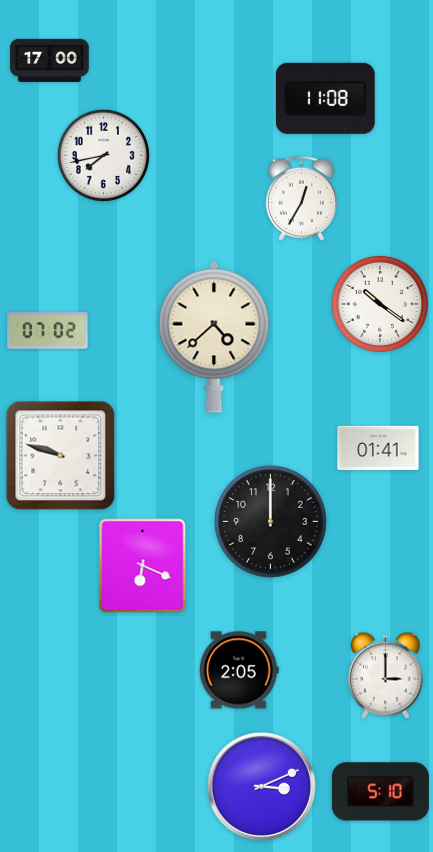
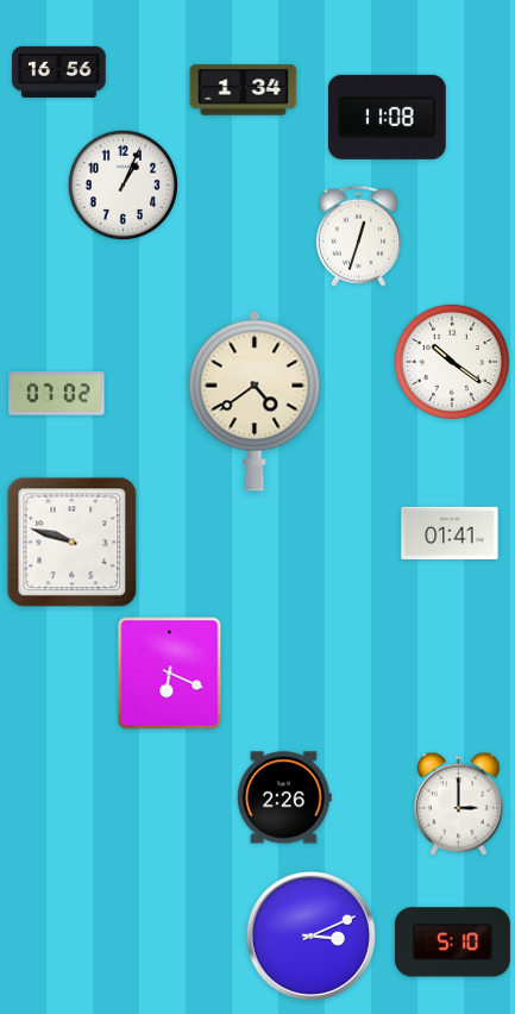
clock at (50, 60): 17:00 -> 16:56
clock at (244, 90): none -> 1:34
clock at (103, 155): 7:43 -> 1:04
clock at (301, 198): 12:35 -> 12:33
clock at (214, 337): 4:38 -> 4:39
clock at (271, 522): 12:00 -> none
clock at (239, 670): 2:05 -> 2:26
